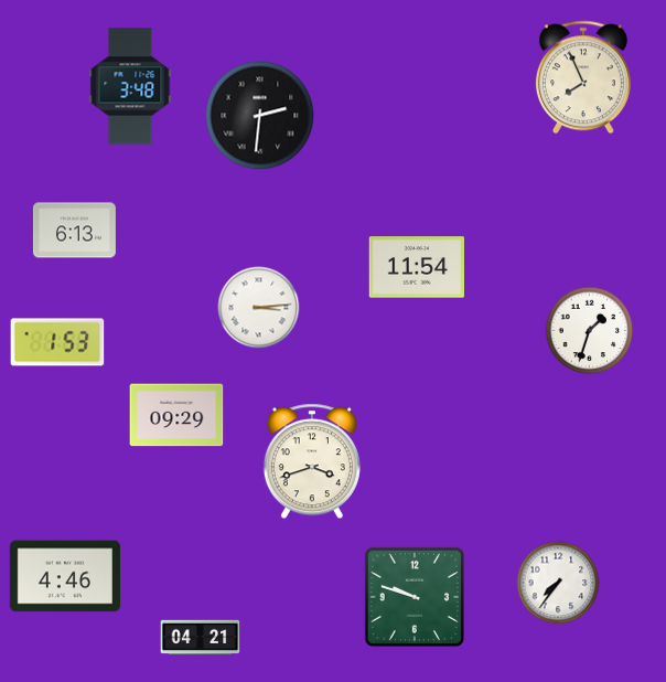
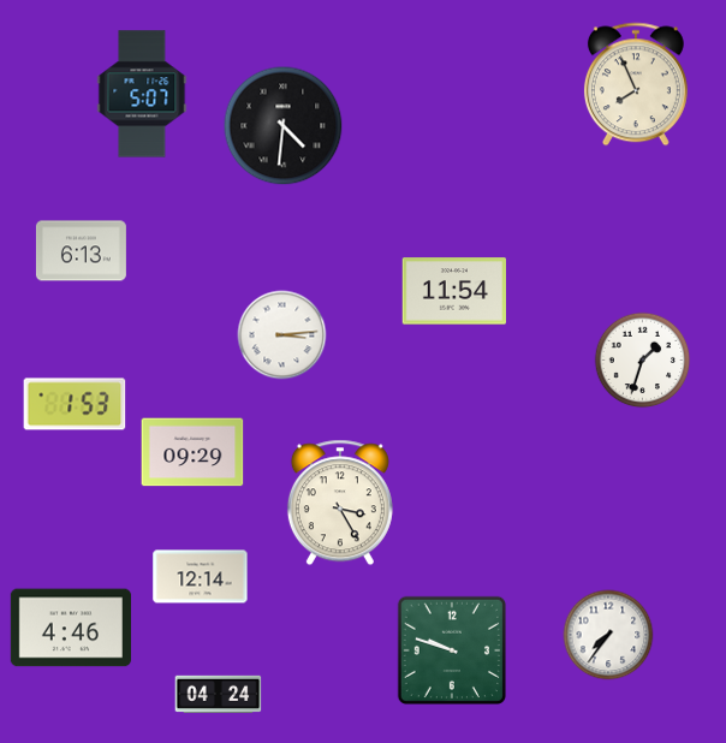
clock at (130, 86): 3:48 -> 5:07
clock at (260, 116): 2:31 -> 4:31
clock at (57, 342) position: (57, 342) -> (75, 404)
clock at (312, 461): 3:42 -> 3:25
clock at (201, 577): none -> 12:14
clock at (201, 638): 04:21 -> 04:24
